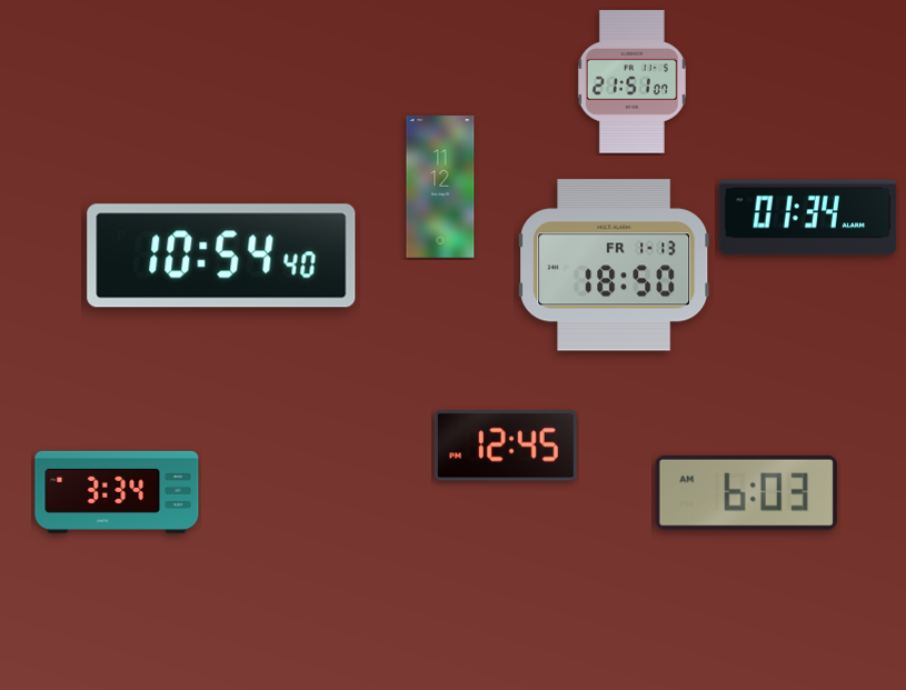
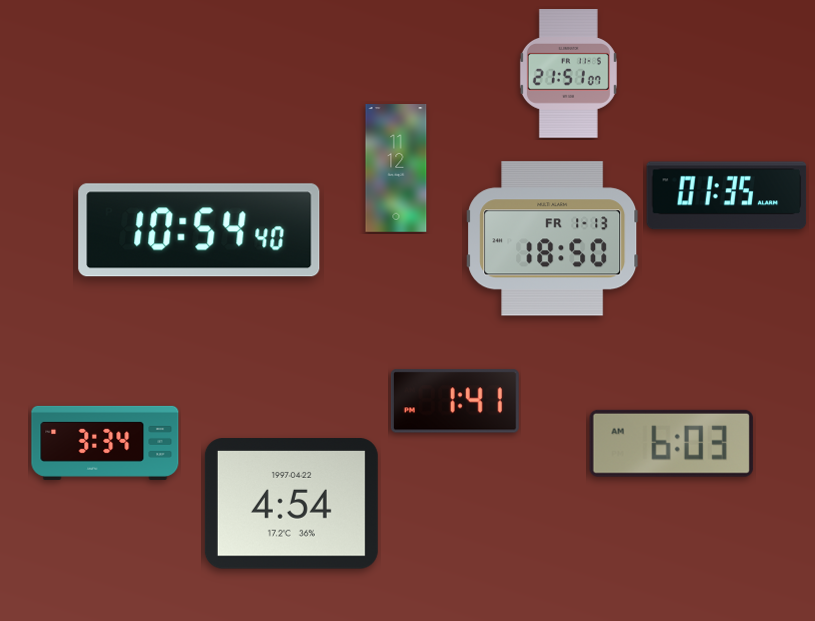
clock at (808, 218): 01:34 -> 01:35
clock at (506, 446): 12:45 -> 1:41
clock at (291, 504): none -> 4:54
